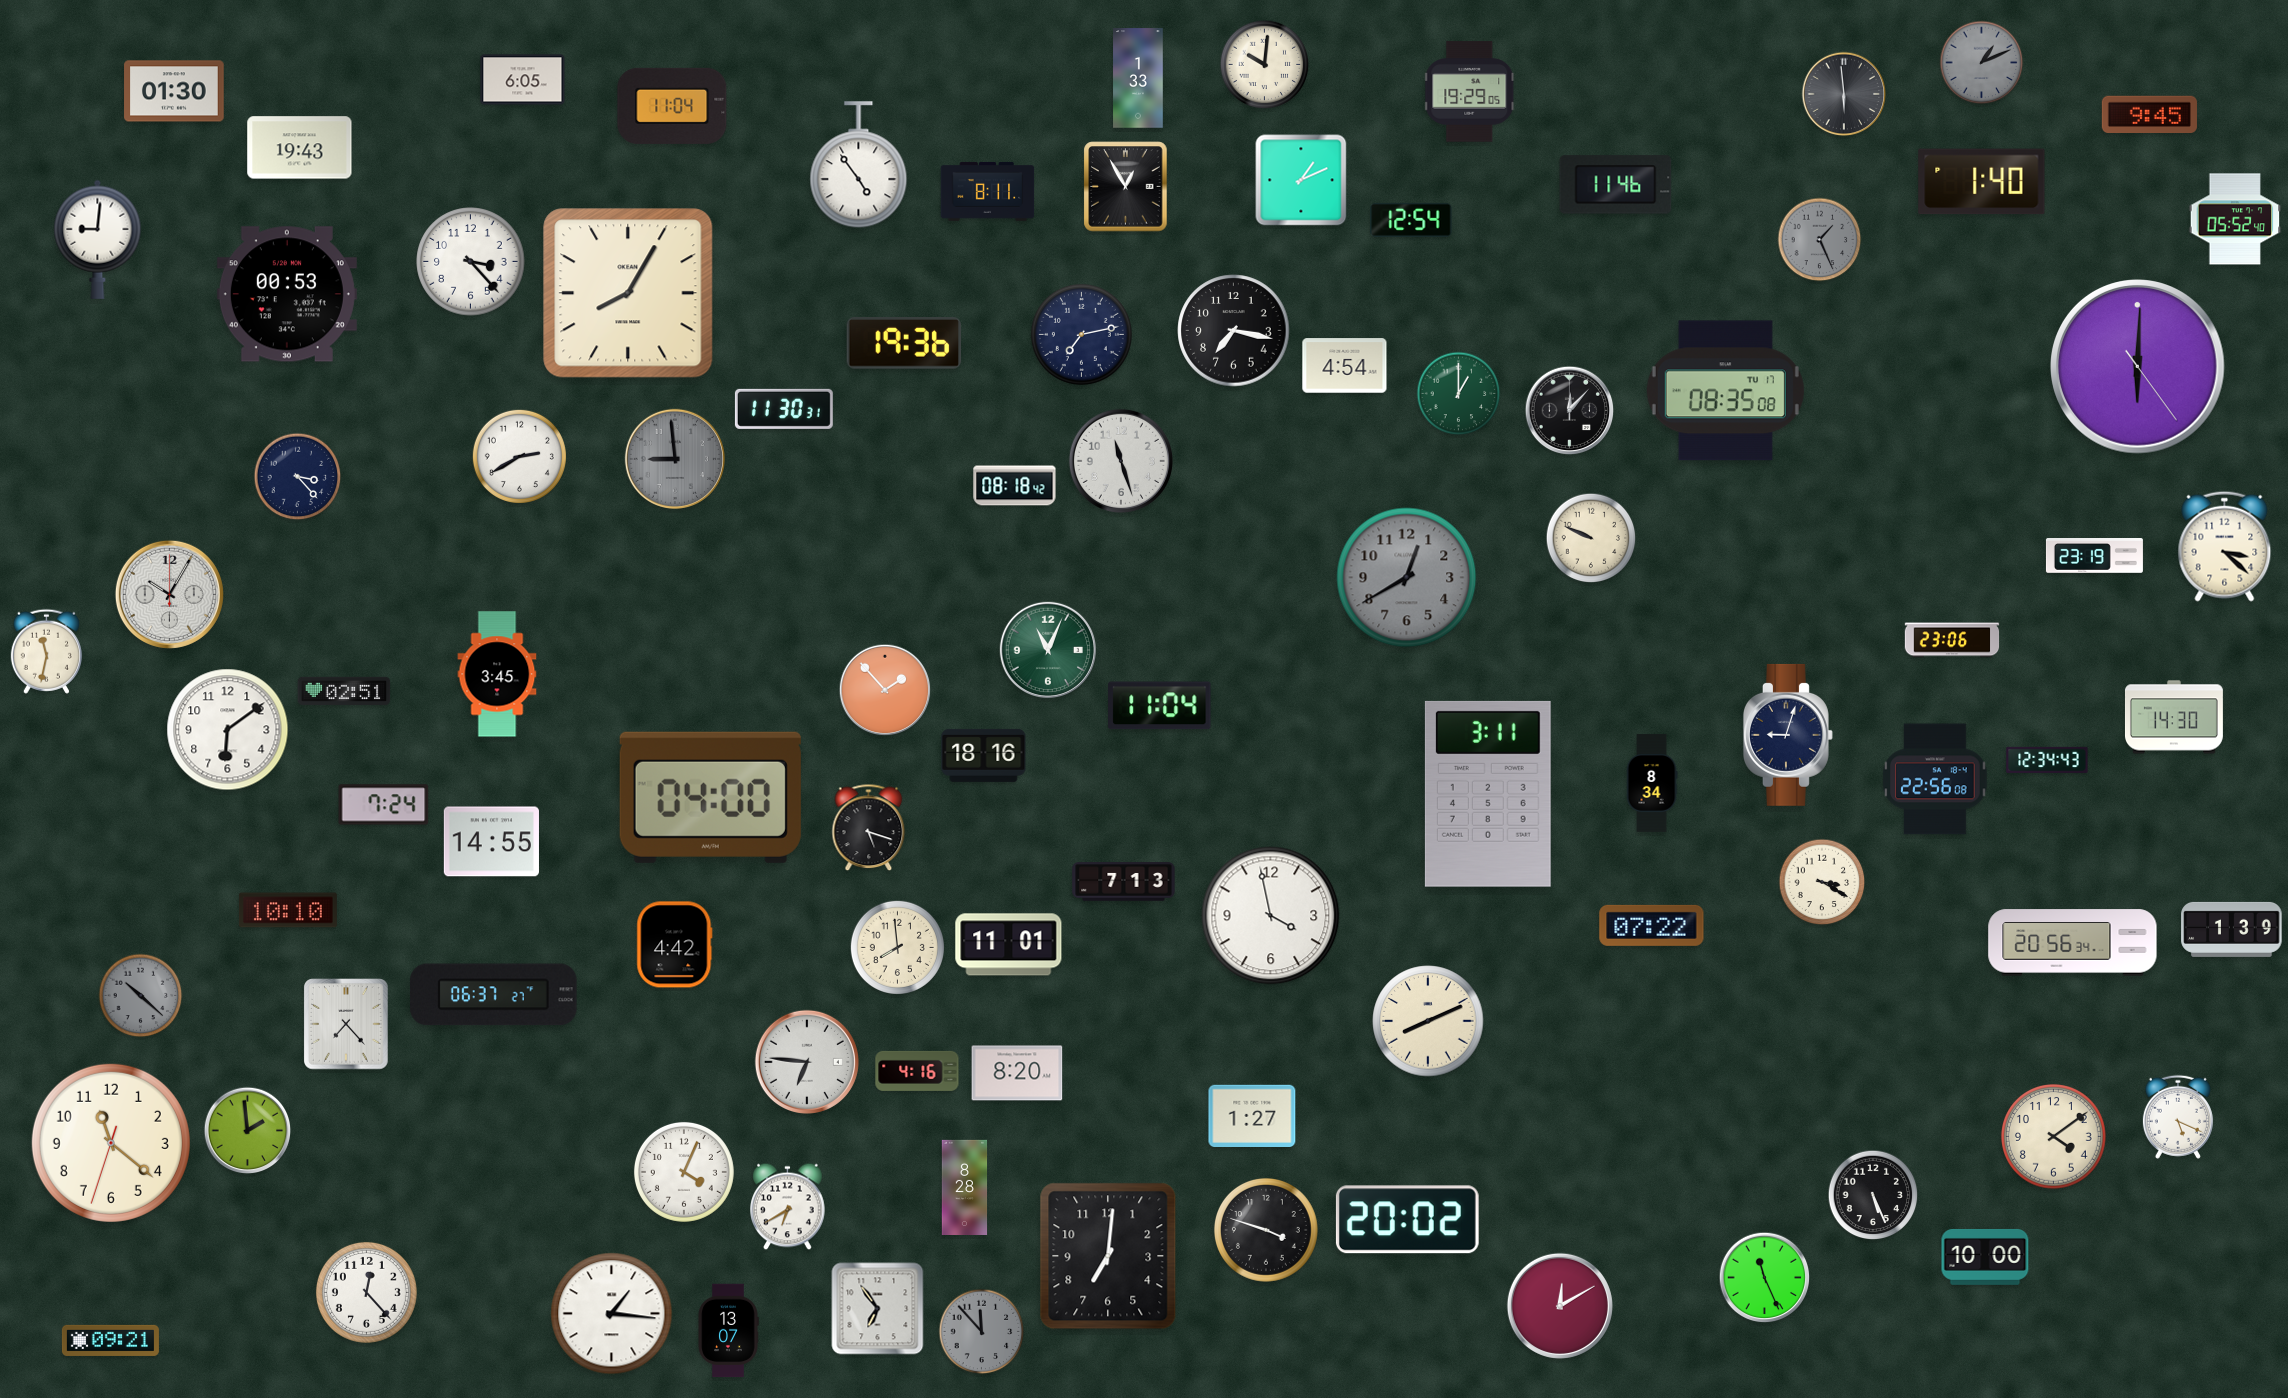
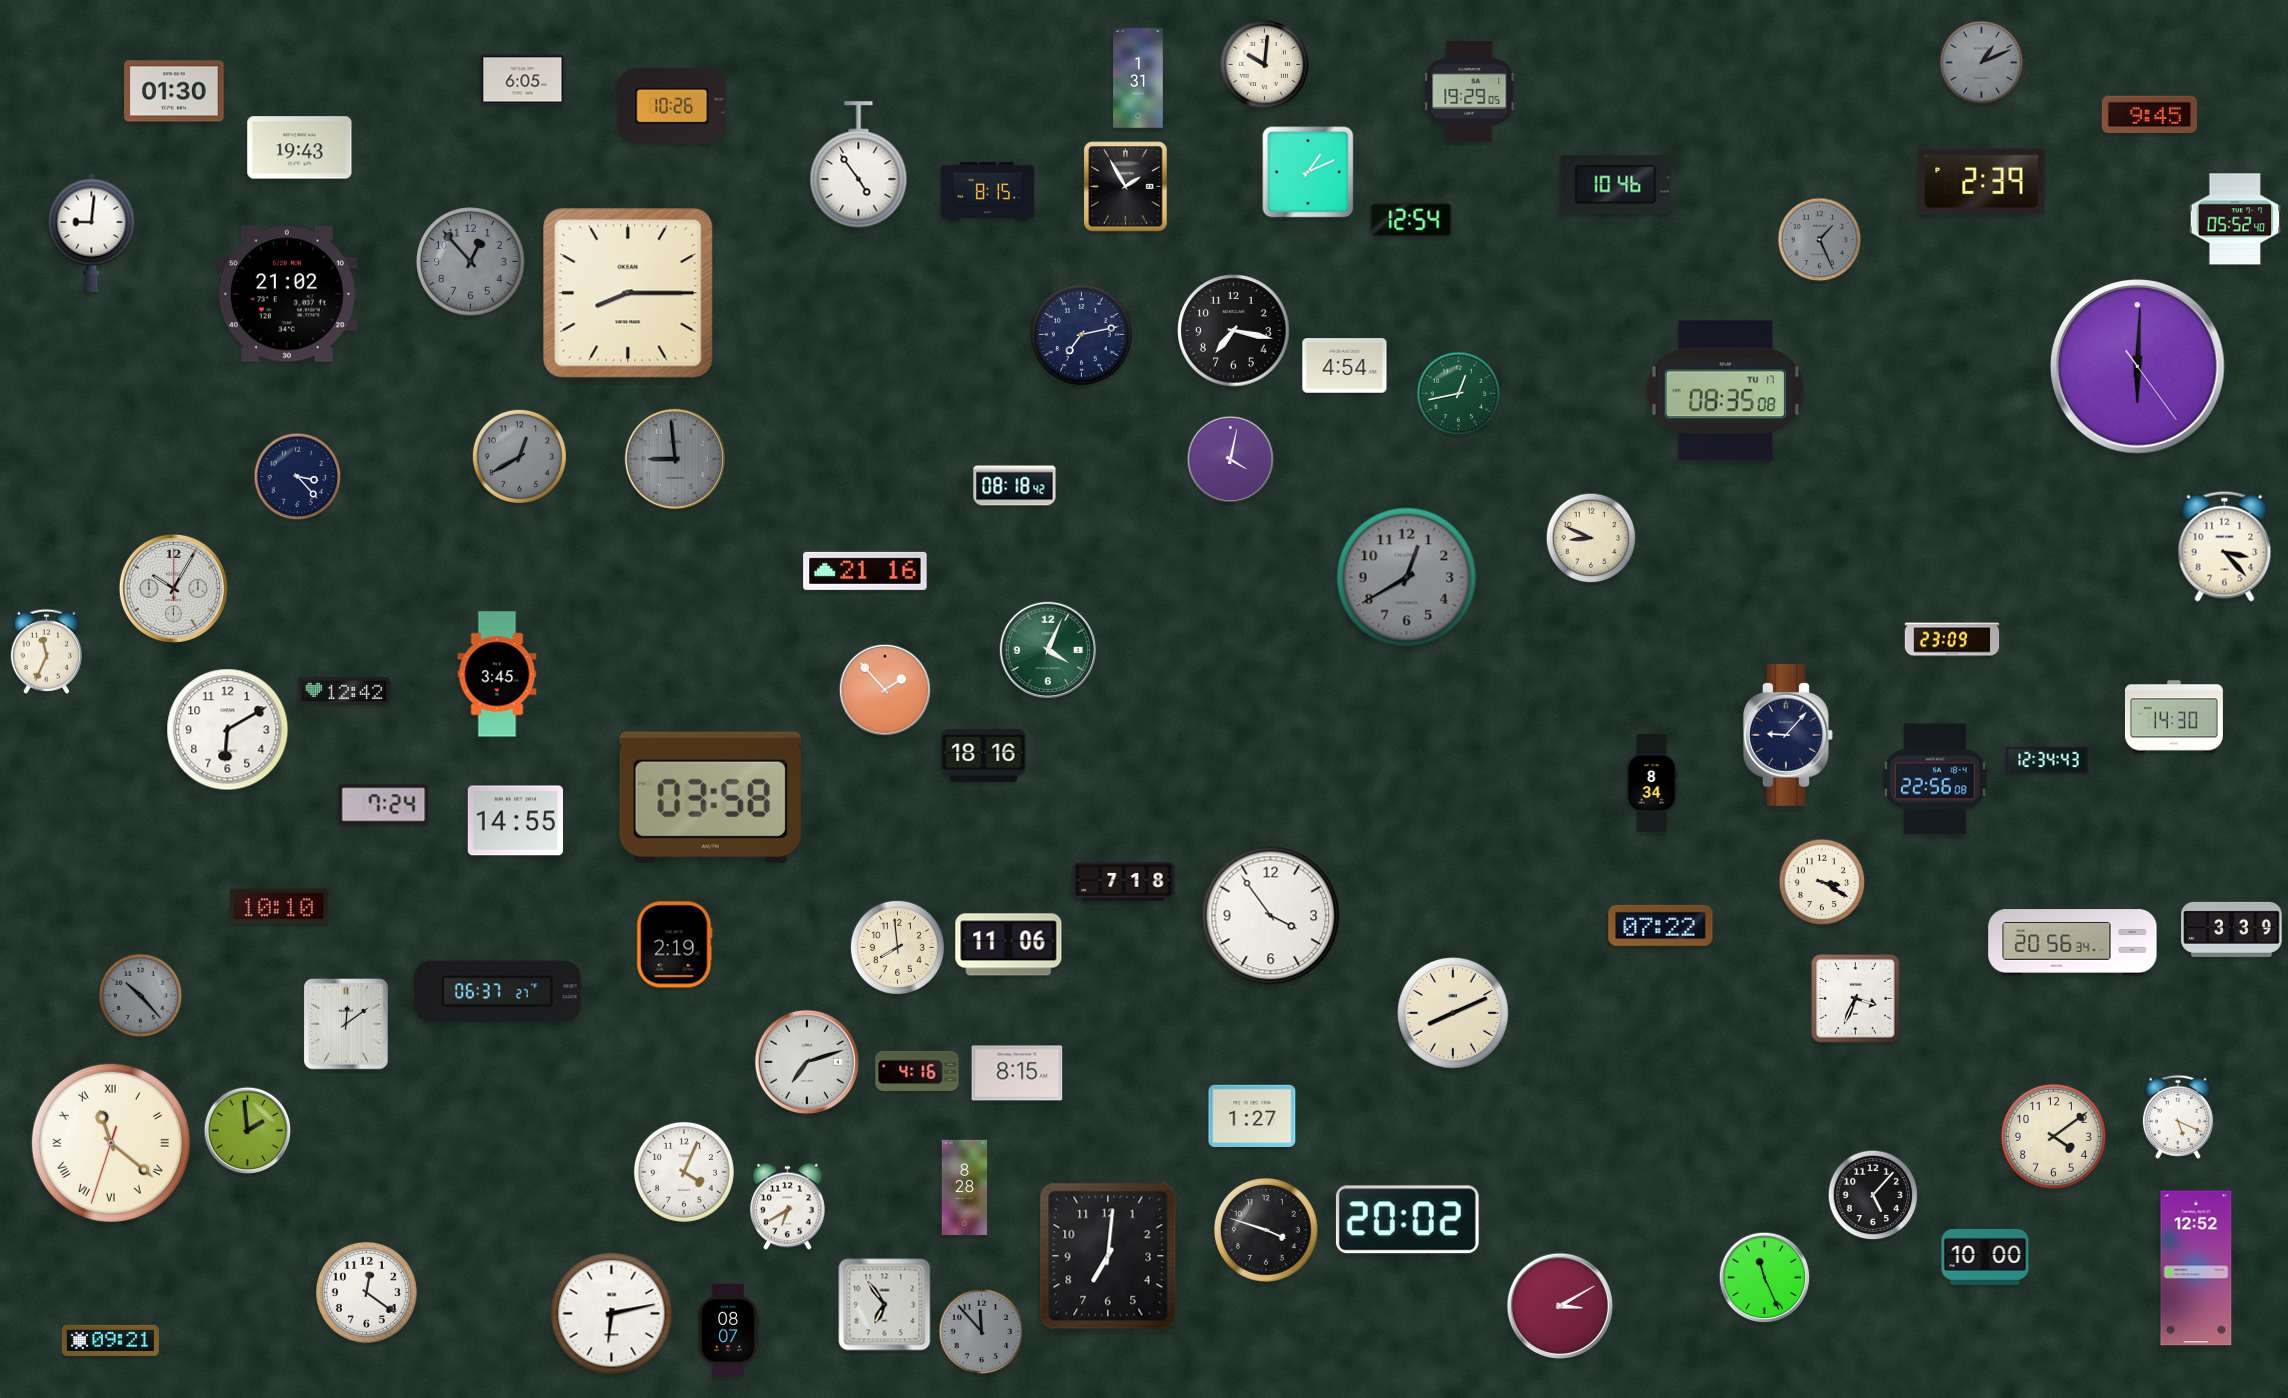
clock at (1138, 78): 1:33 -> 1:31
clock at (1844, 94): 5:59 -> none
clock at (672, 106): 11:04 -> 10:26
clock at (1301, 180) position: (1301, 180) -> (1308, 172)
clock at (1982, 182): 1:40 -> 2:39
clock at (1616, 185): 11:46 -> 10:46
clock at (1126, 187): 12:55 -> 1:55
clock at (988, 191): 8:11 -> 8:15
clock at (98, 239) position: (98, 239) -> (92, 232)
clock at (471, 262): 3:23 -> 12:53
clock at (471, 262) dial: white -> grey
clock at (628, 293): 8:05 -> 8:15
clock at (287, 294): 00:53 -> 21:02
clock at (904, 344): 19:36 -> none
clock at (1459, 394): 1:00 -> 12:43
clock at (784, 409): 11:30 -> none
clock at (1570, 411): 12:07 -> none
clock at (519, 456): 2:40 -> 12:40
clock at (519, 456) dial: white -> grey
clock at (1231, 460): none -> 4:02
clock at (1121, 461): 11:27 -> none
clock at (1591, 538): 9:49 -> 8:49
clock at (2225, 546): 3:22 -> 3:23
clock at (2094, 556): 23:19 -> none
clock at (865, 571): none -> 21:16
clock at (169, 594) position: (169, 594) -> (173, 588)
clock at (1952, 640): 23:06 -> 23:09
clock at (1047, 649): 11:04 -> 4:04
clock at (46, 651): 11:32 -> 11:34
clock at (344, 691): 02:51 -> 12:42
clock at (1160, 706): 11:04 -> none
clock at (228, 730): 6:09 -> 6:10
clock at (1788, 735): 9:03 -> 9:07
clock at (1488, 794): 3:11 -> none
clock at (710, 797): 04:00 -> 03:58
clock at (869, 828): 5:18 -> none
clock at (491, 842) position: (491, 842) -> (515, 821)
clock at (1124, 882): 7:13 -> 7:18
clock at (288, 910) position: (288, 910) -> (279, 906)
clock at (1271, 916): 3:58 -> 3:54
clock at (1652, 925) position: (1652, 925) -> (1661, 925)
clock at (2232, 929): 1:39 -> 3:39
clock at (675, 945): 4:42 -> 2:19
clock at (1009, 945): 11:01 -> 11:06
clock at (494, 995) position: (494, 995) -> (498, 992)
clock at (141, 996): 10:22 -> 10:23
clock at (1856, 999): none -> 3:34
clock at (1428, 1021) position: (1428, 1021) -> (1453, 1013)
clock at (347, 1024): 7:23 -> 12:09
clock at (807, 1062): 6:46 -> 7:12
clock at (1017, 1073): 8:20 -> 8:15
clock at (111, 1143) numerals: Arabic -> Roman
clock at (1873, 1195): 5:26 -> 5:07
clock at (2196, 1268): none -> 12:52
clock at (366, 1292): 12:23 -> 12:21
clock at (1560, 1306): 12:10 -> 3:10
clock at (878, 1309) position: (878, 1309) -> (885, 1305)
clock at (612, 1314): 1:16 -> 6:13
clock at (728, 1331): 13:07 -> 08:07
